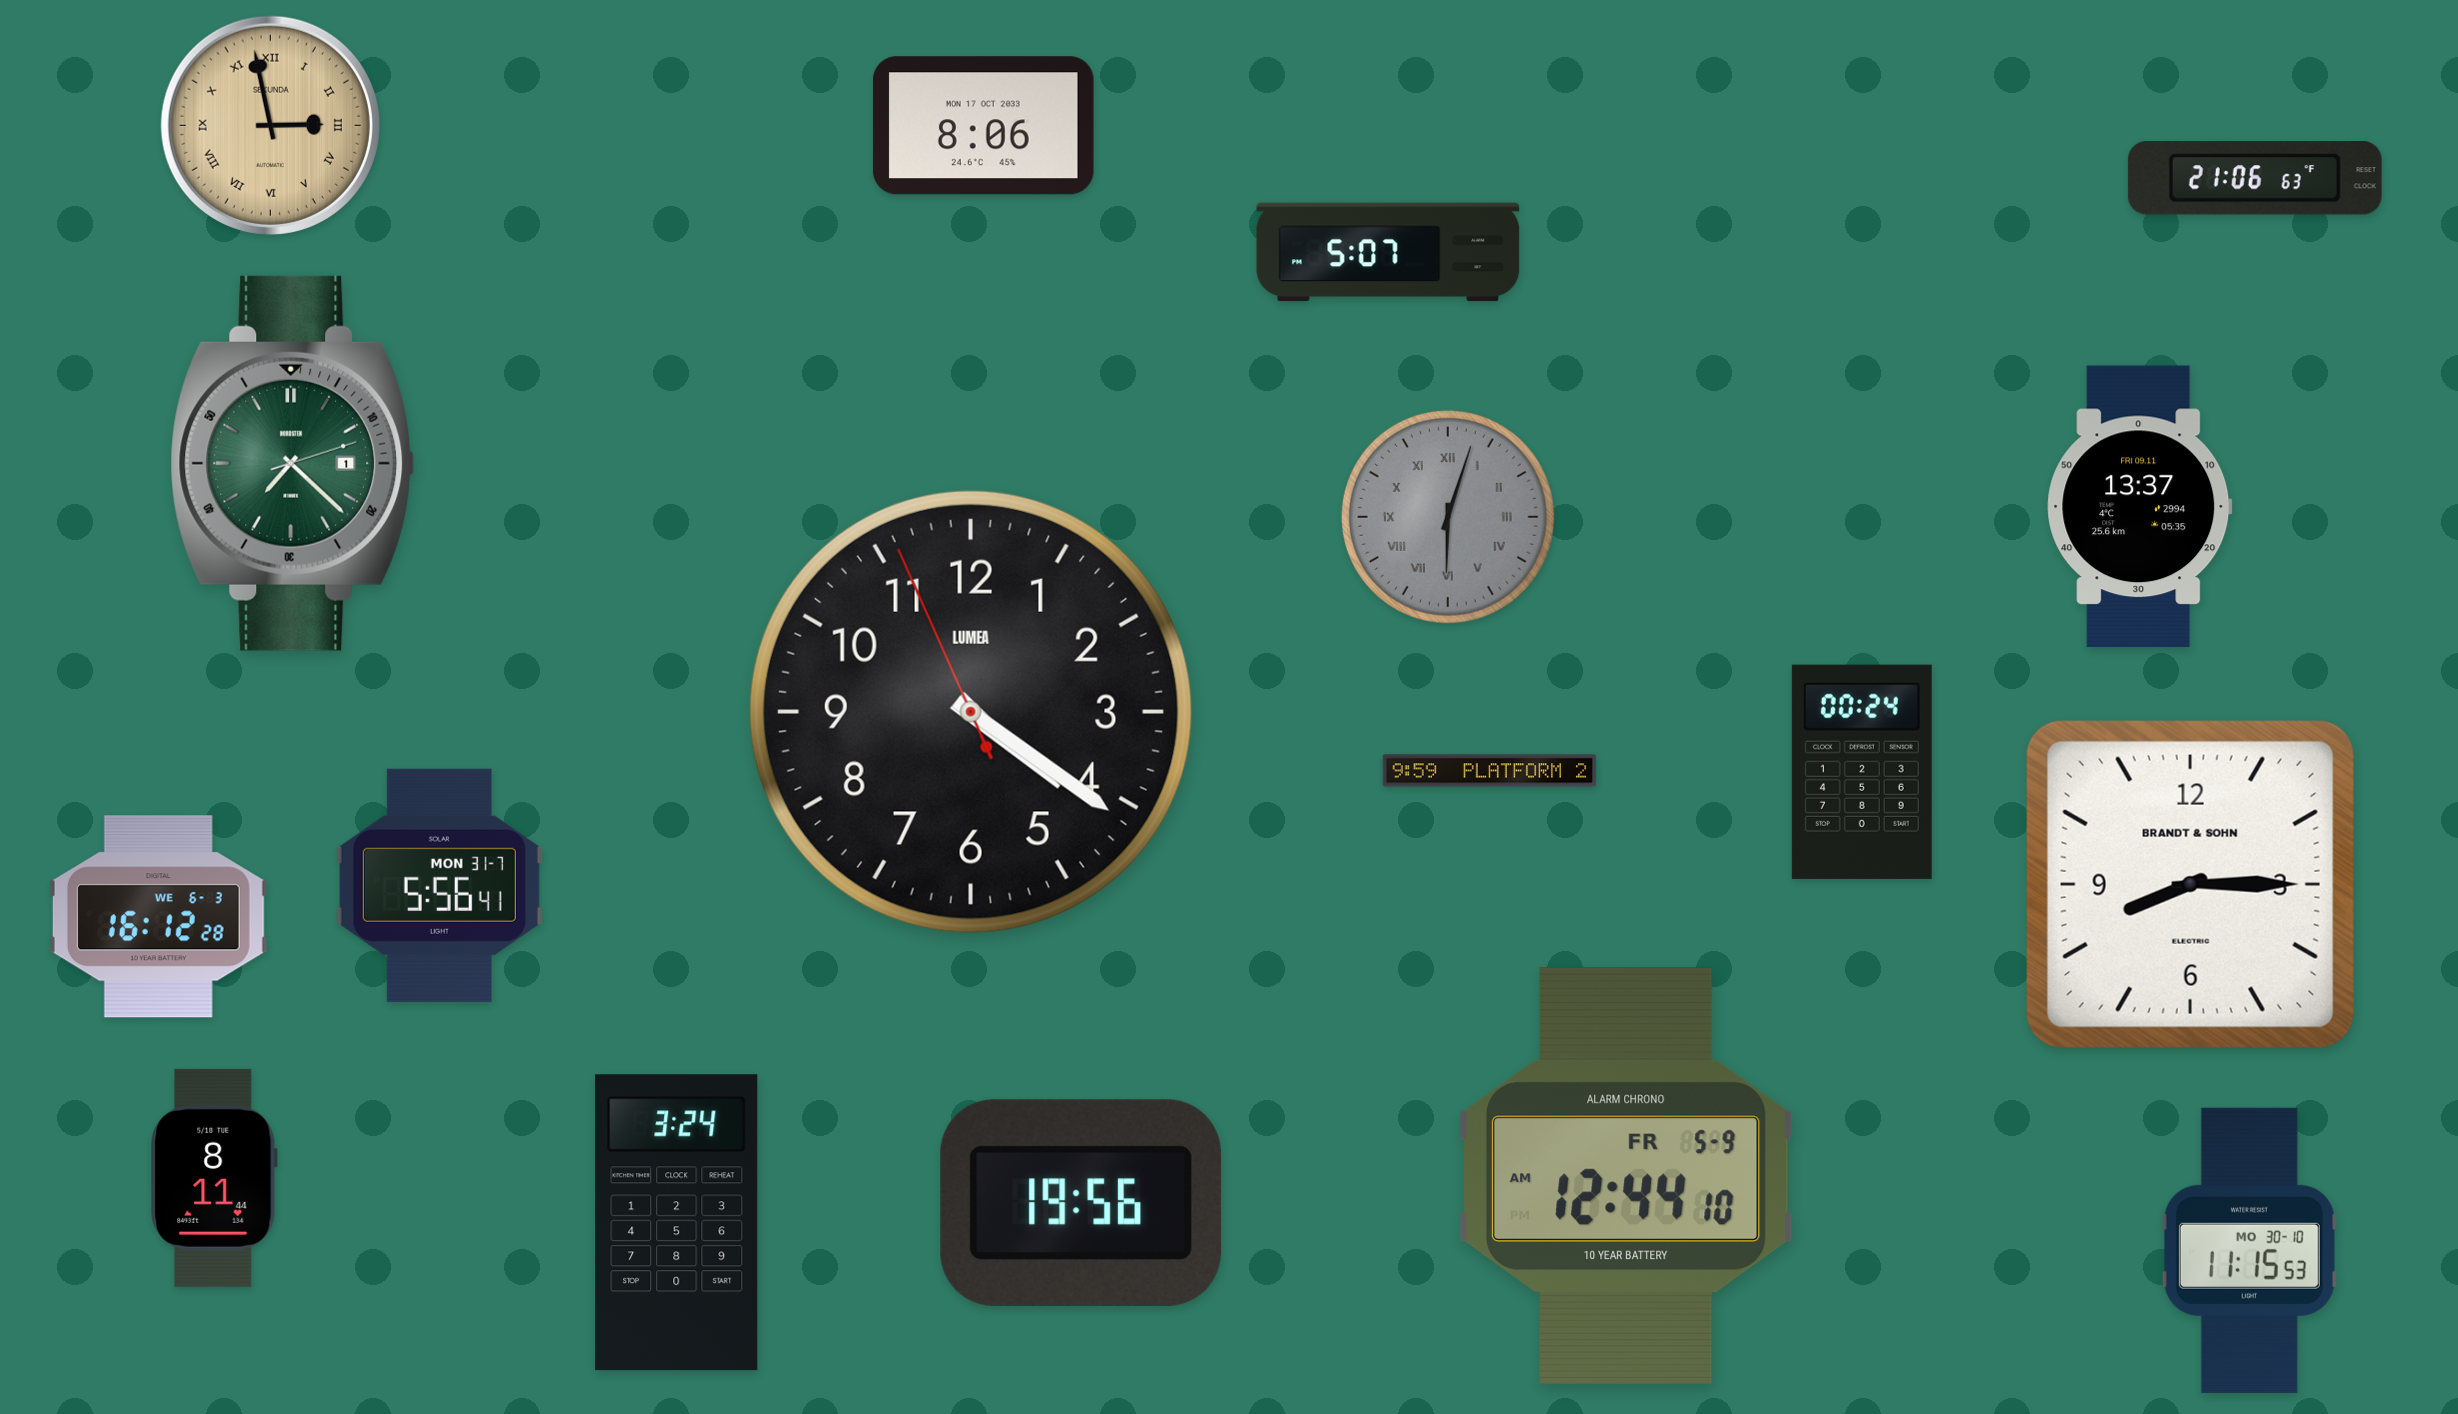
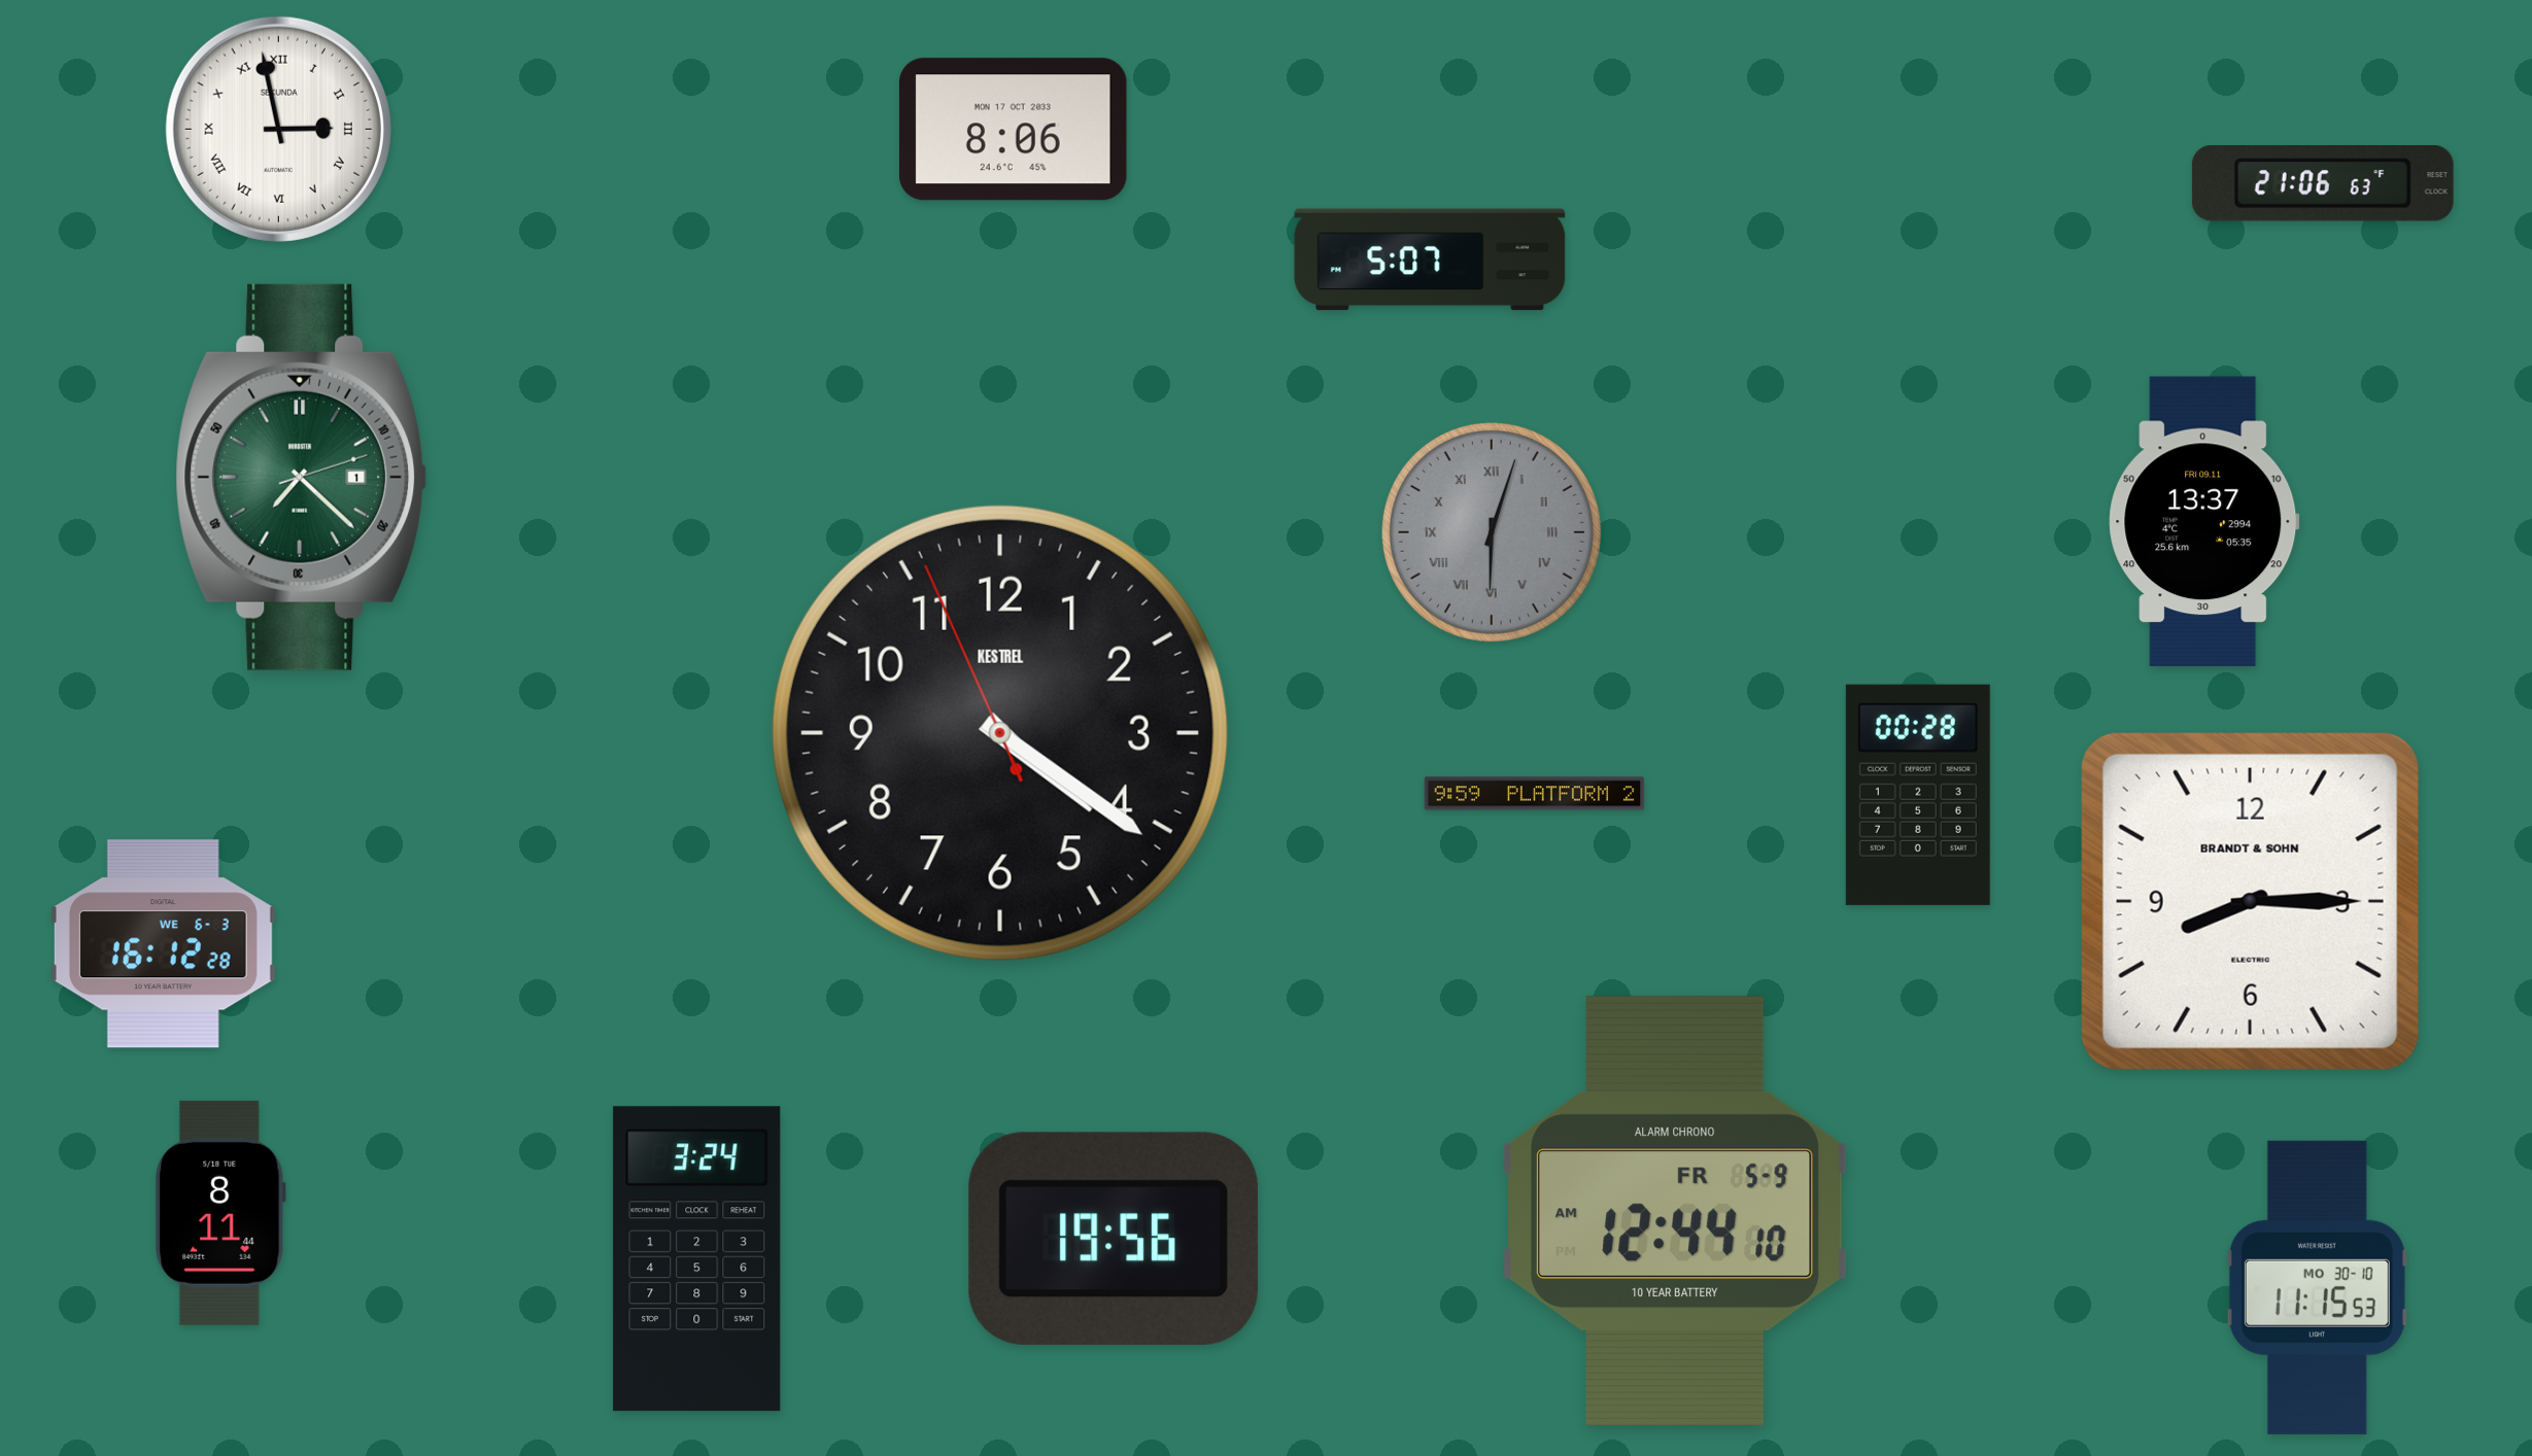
clock at (270, 125) dial: champagne -> white
clock at (971, 712) brand: LUMEA -> KESTREL
clock at (1862, 772): 00:24 -> 00:28
clock at (2190, 884) position: (2190, 884) -> (2250, 901)
clock at (439, 885): 5:56 -> none
